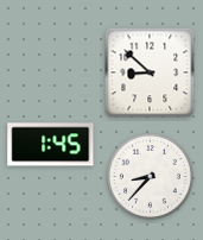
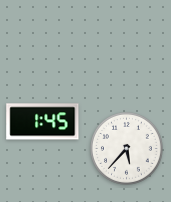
clock at (150, 72): 8:52 -> none
clock at (151, 177): 8:37 -> 5:37
